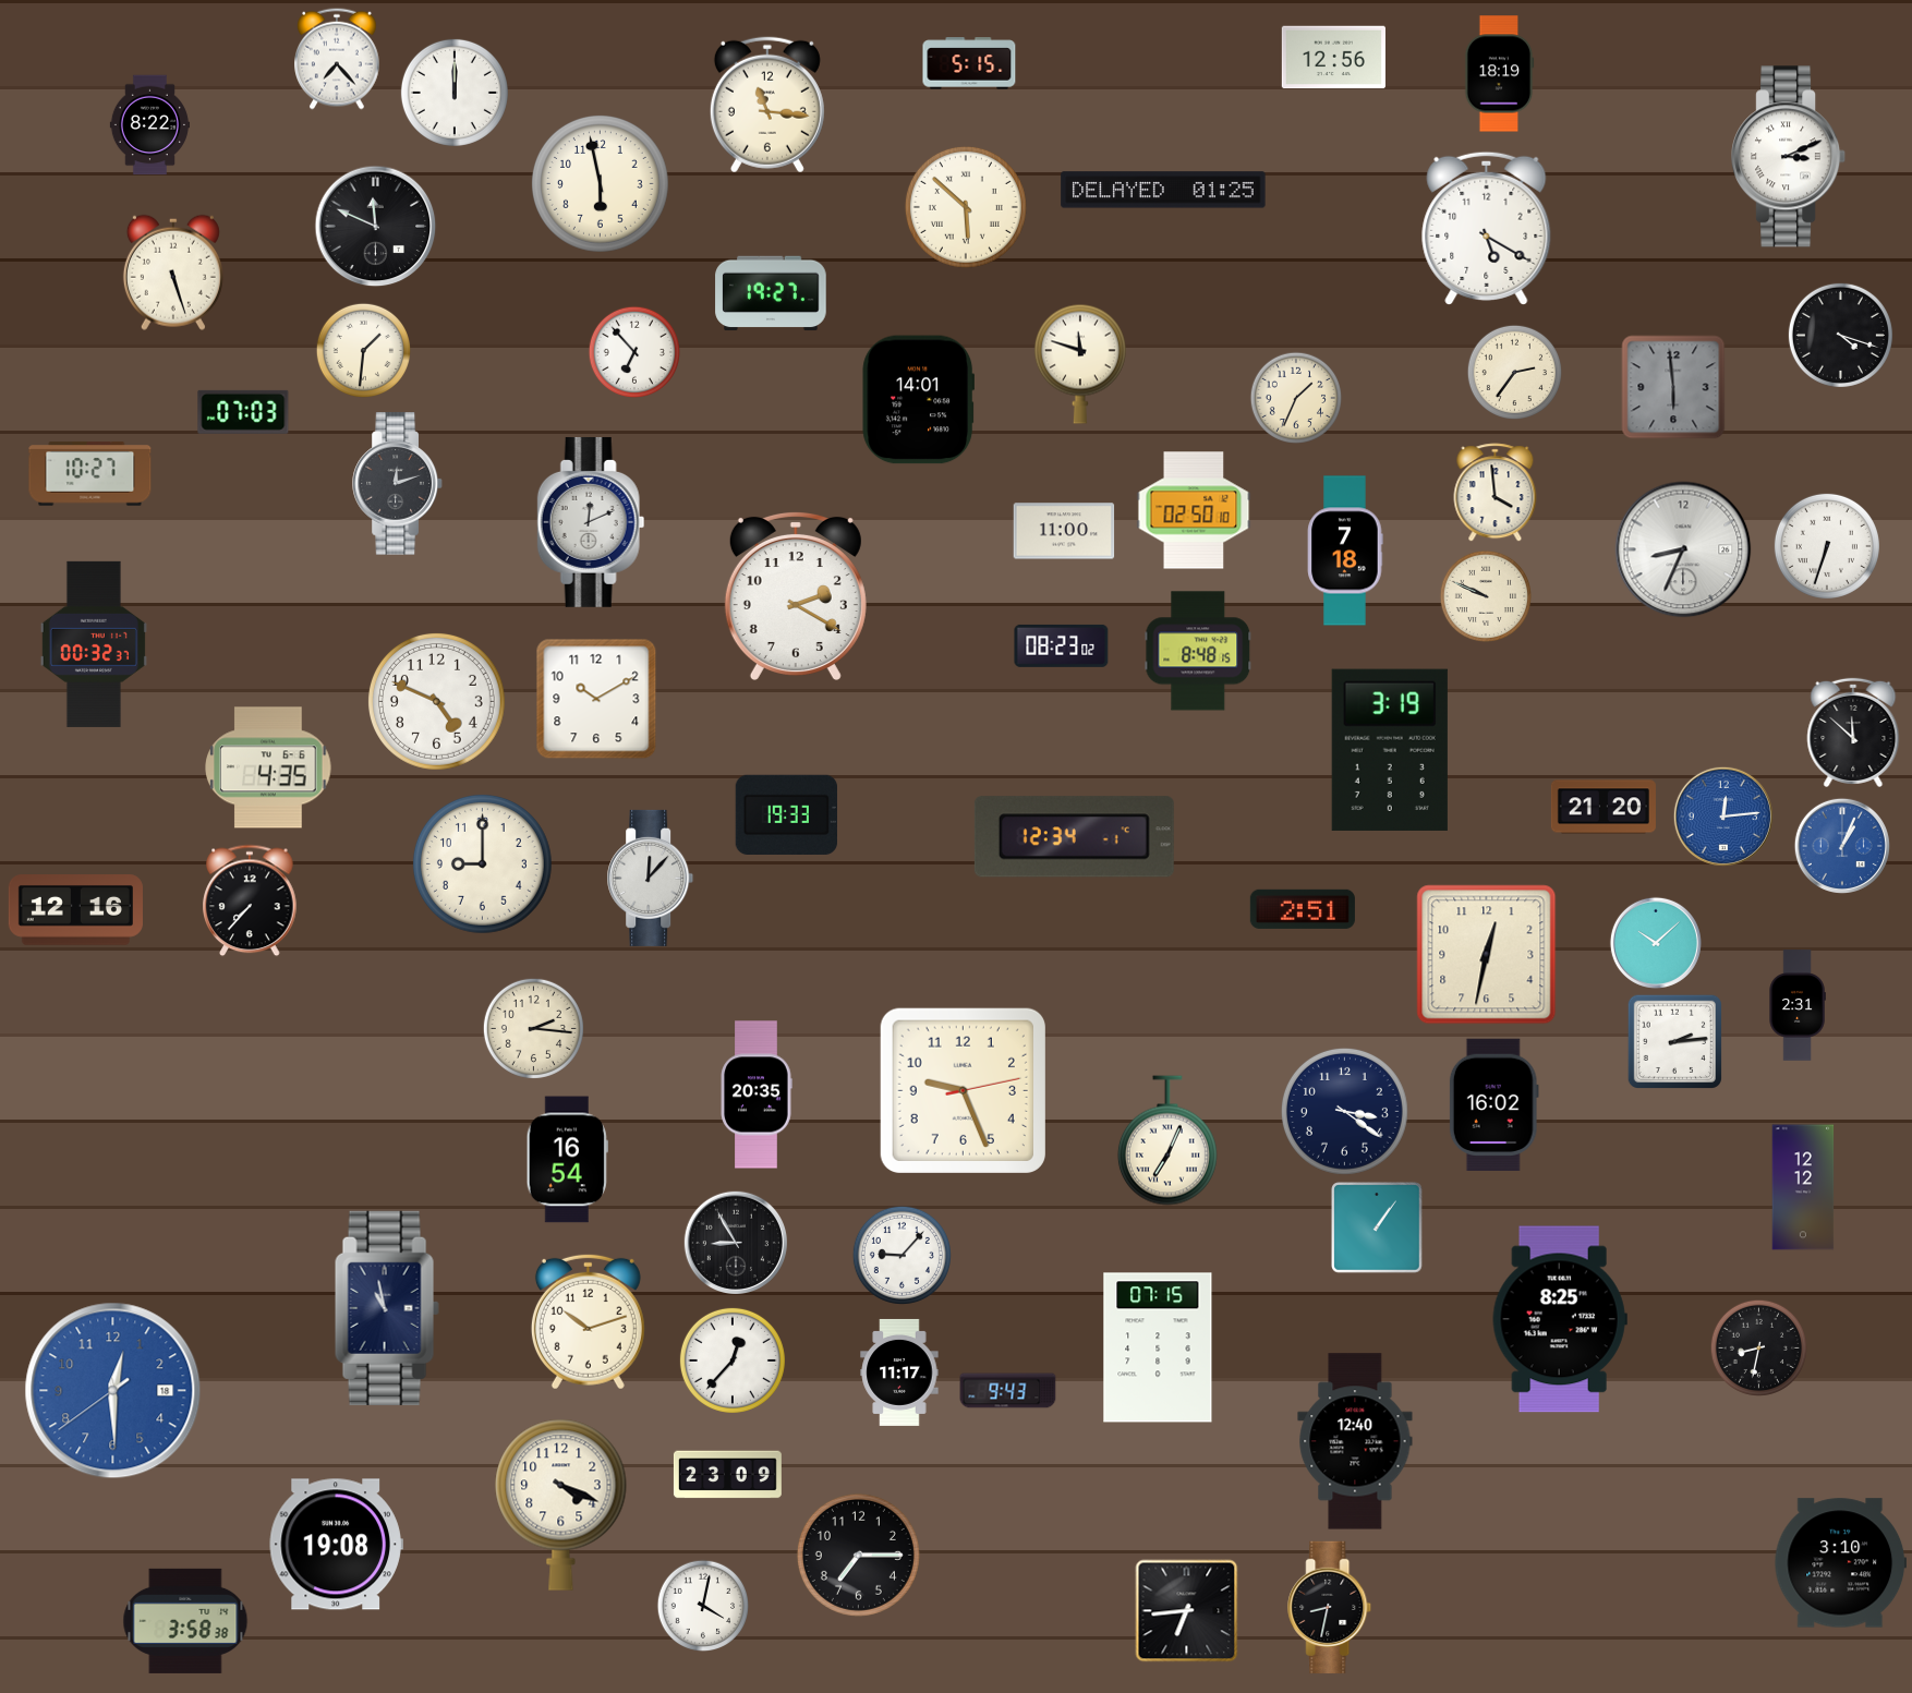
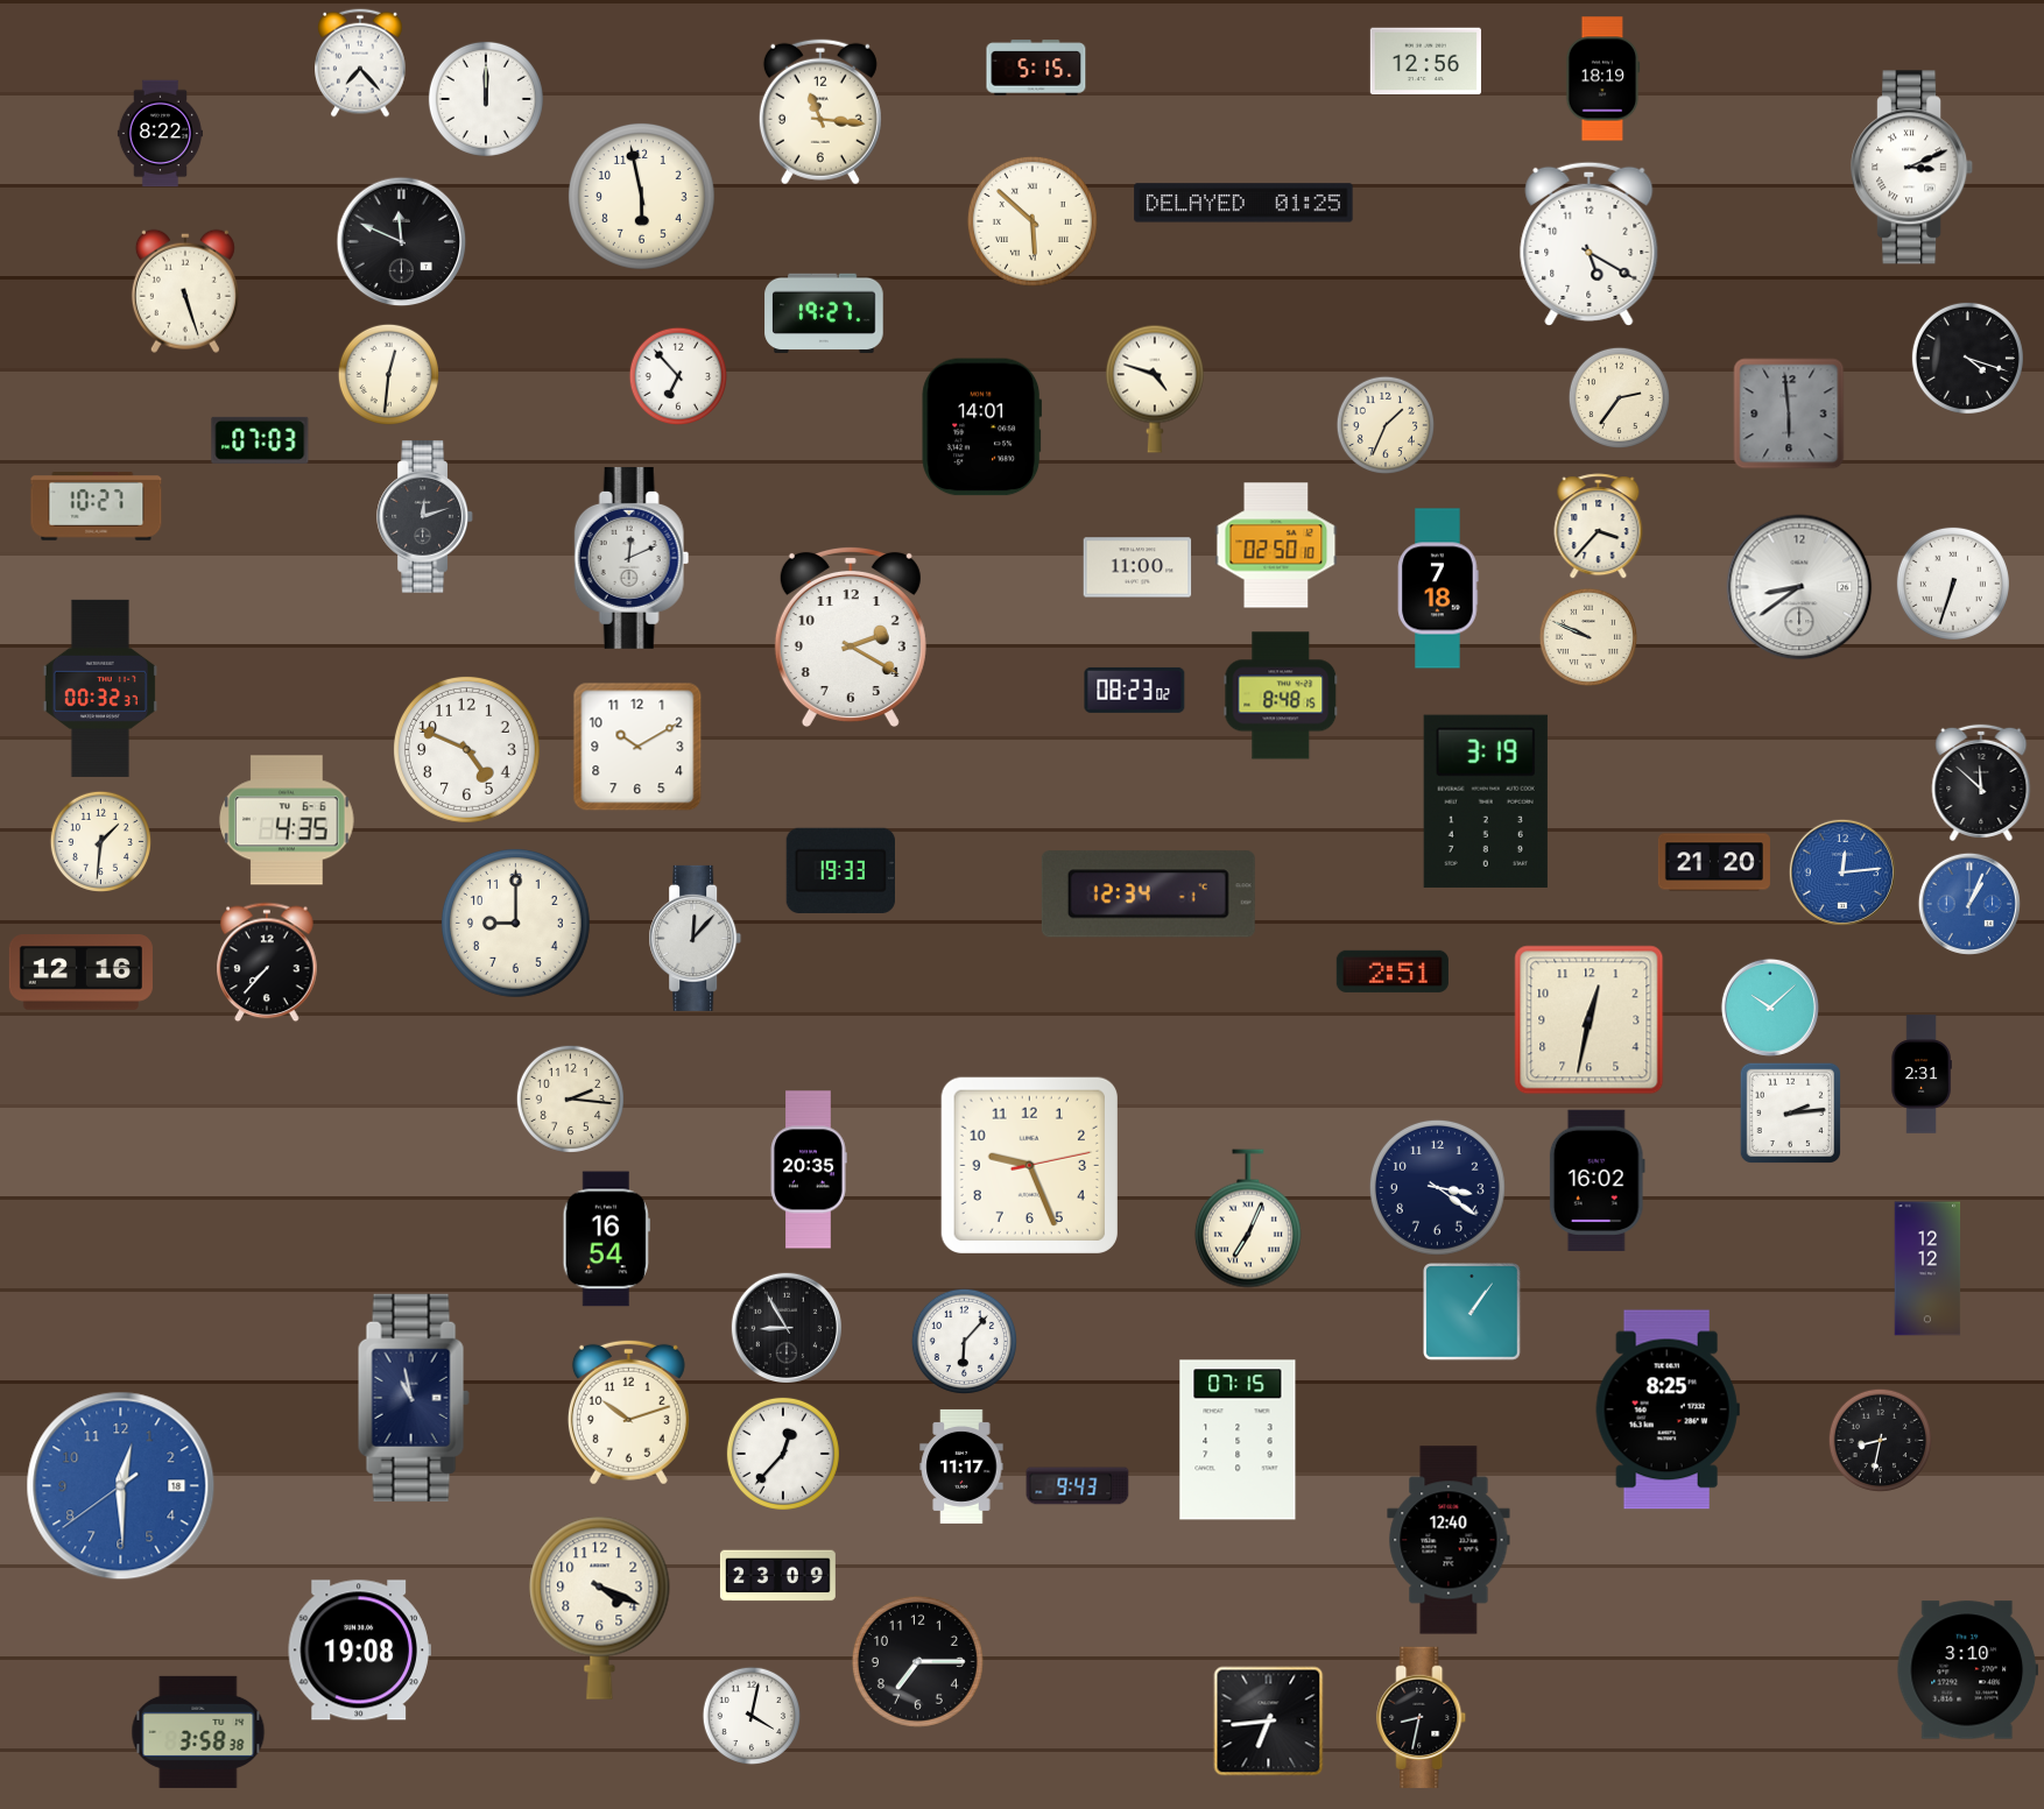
clock at (363, 350): 1:31 -> 12:31
clock at (1080, 364): 11:48 -> 4:48
clock at (1496, 493): 3:59 -> 3:37
clock at (1683, 549): 8:34 -> 8:39
clock at (100, 841): none -> 1:31
clock at (901, 1255): 9:07 -> 6:07
